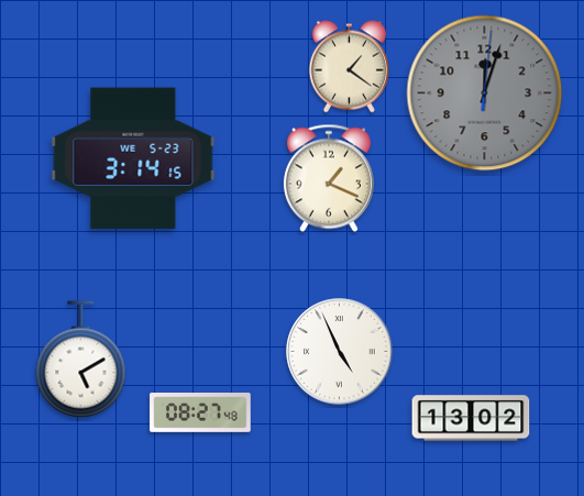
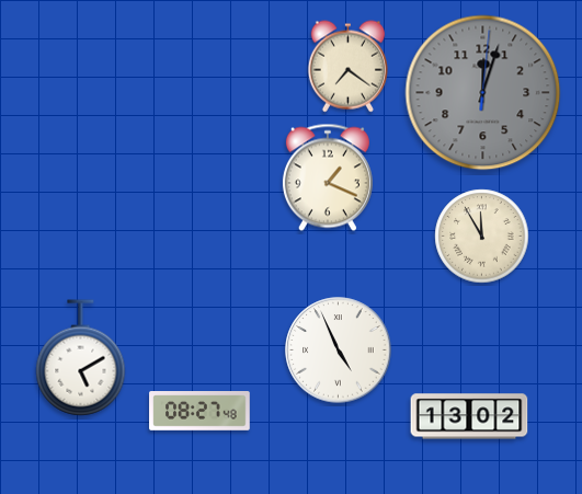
clock at (349, 67): 1:21 -> 7:21
clock at (133, 158): 3:14 -> none
clock at (482, 237): none -> 11:55
